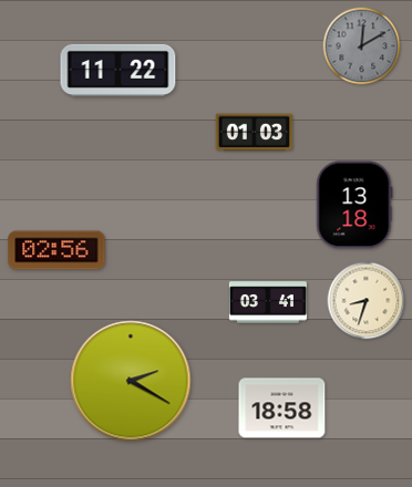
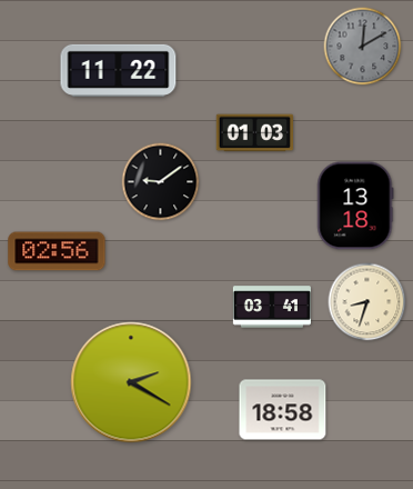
clock at (161, 182): none -> 9:09
clock at (268, 302) position: (268, 302) -> (272, 307)
